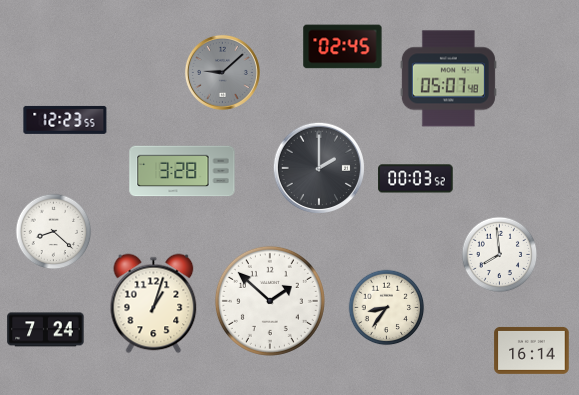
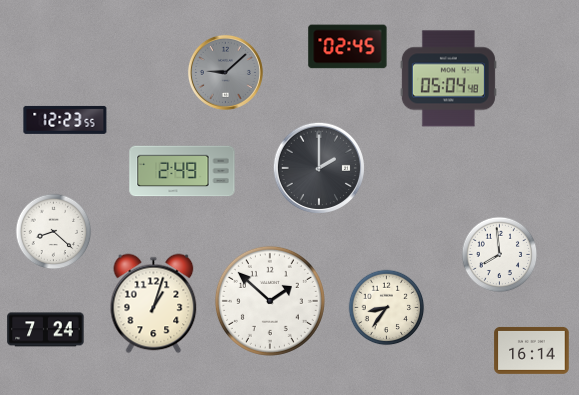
clock at (343, 47) position: (343, 47) -> (348, 47)
clock at (222, 72) position: (222, 72) -> (225, 72)
clock at (448, 79): 05:07 -> 05:04
clock at (182, 171): 3:28 -> 2:49
clock at (416, 179): 00:03 -> none
